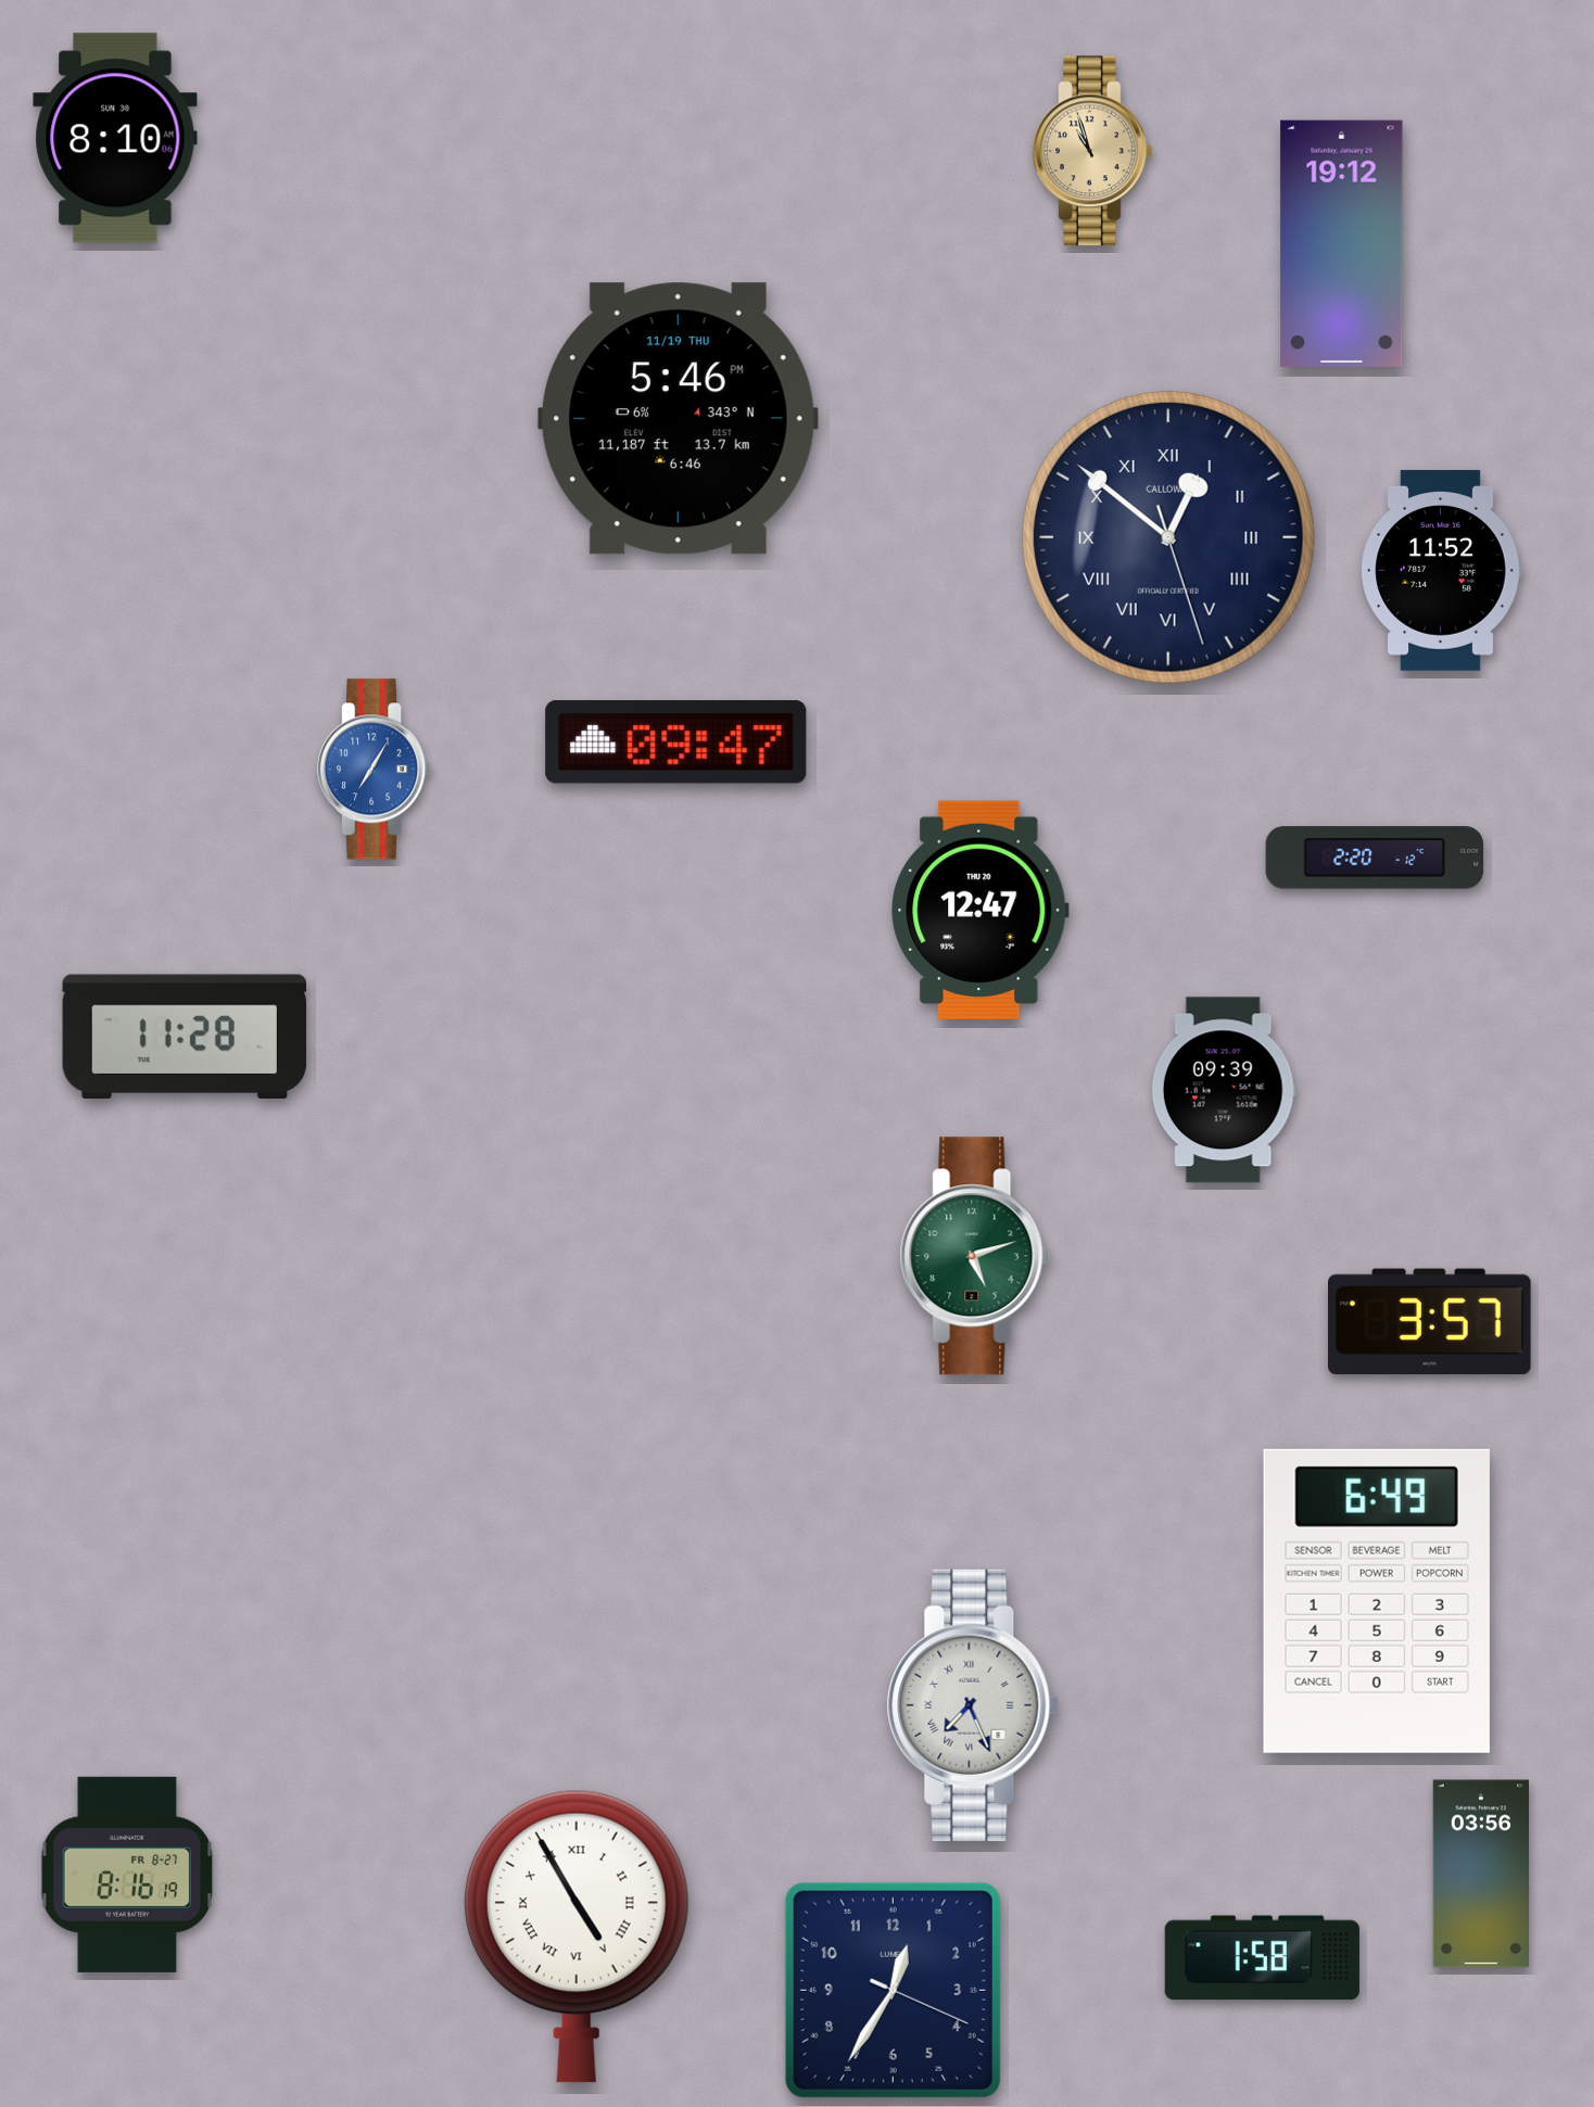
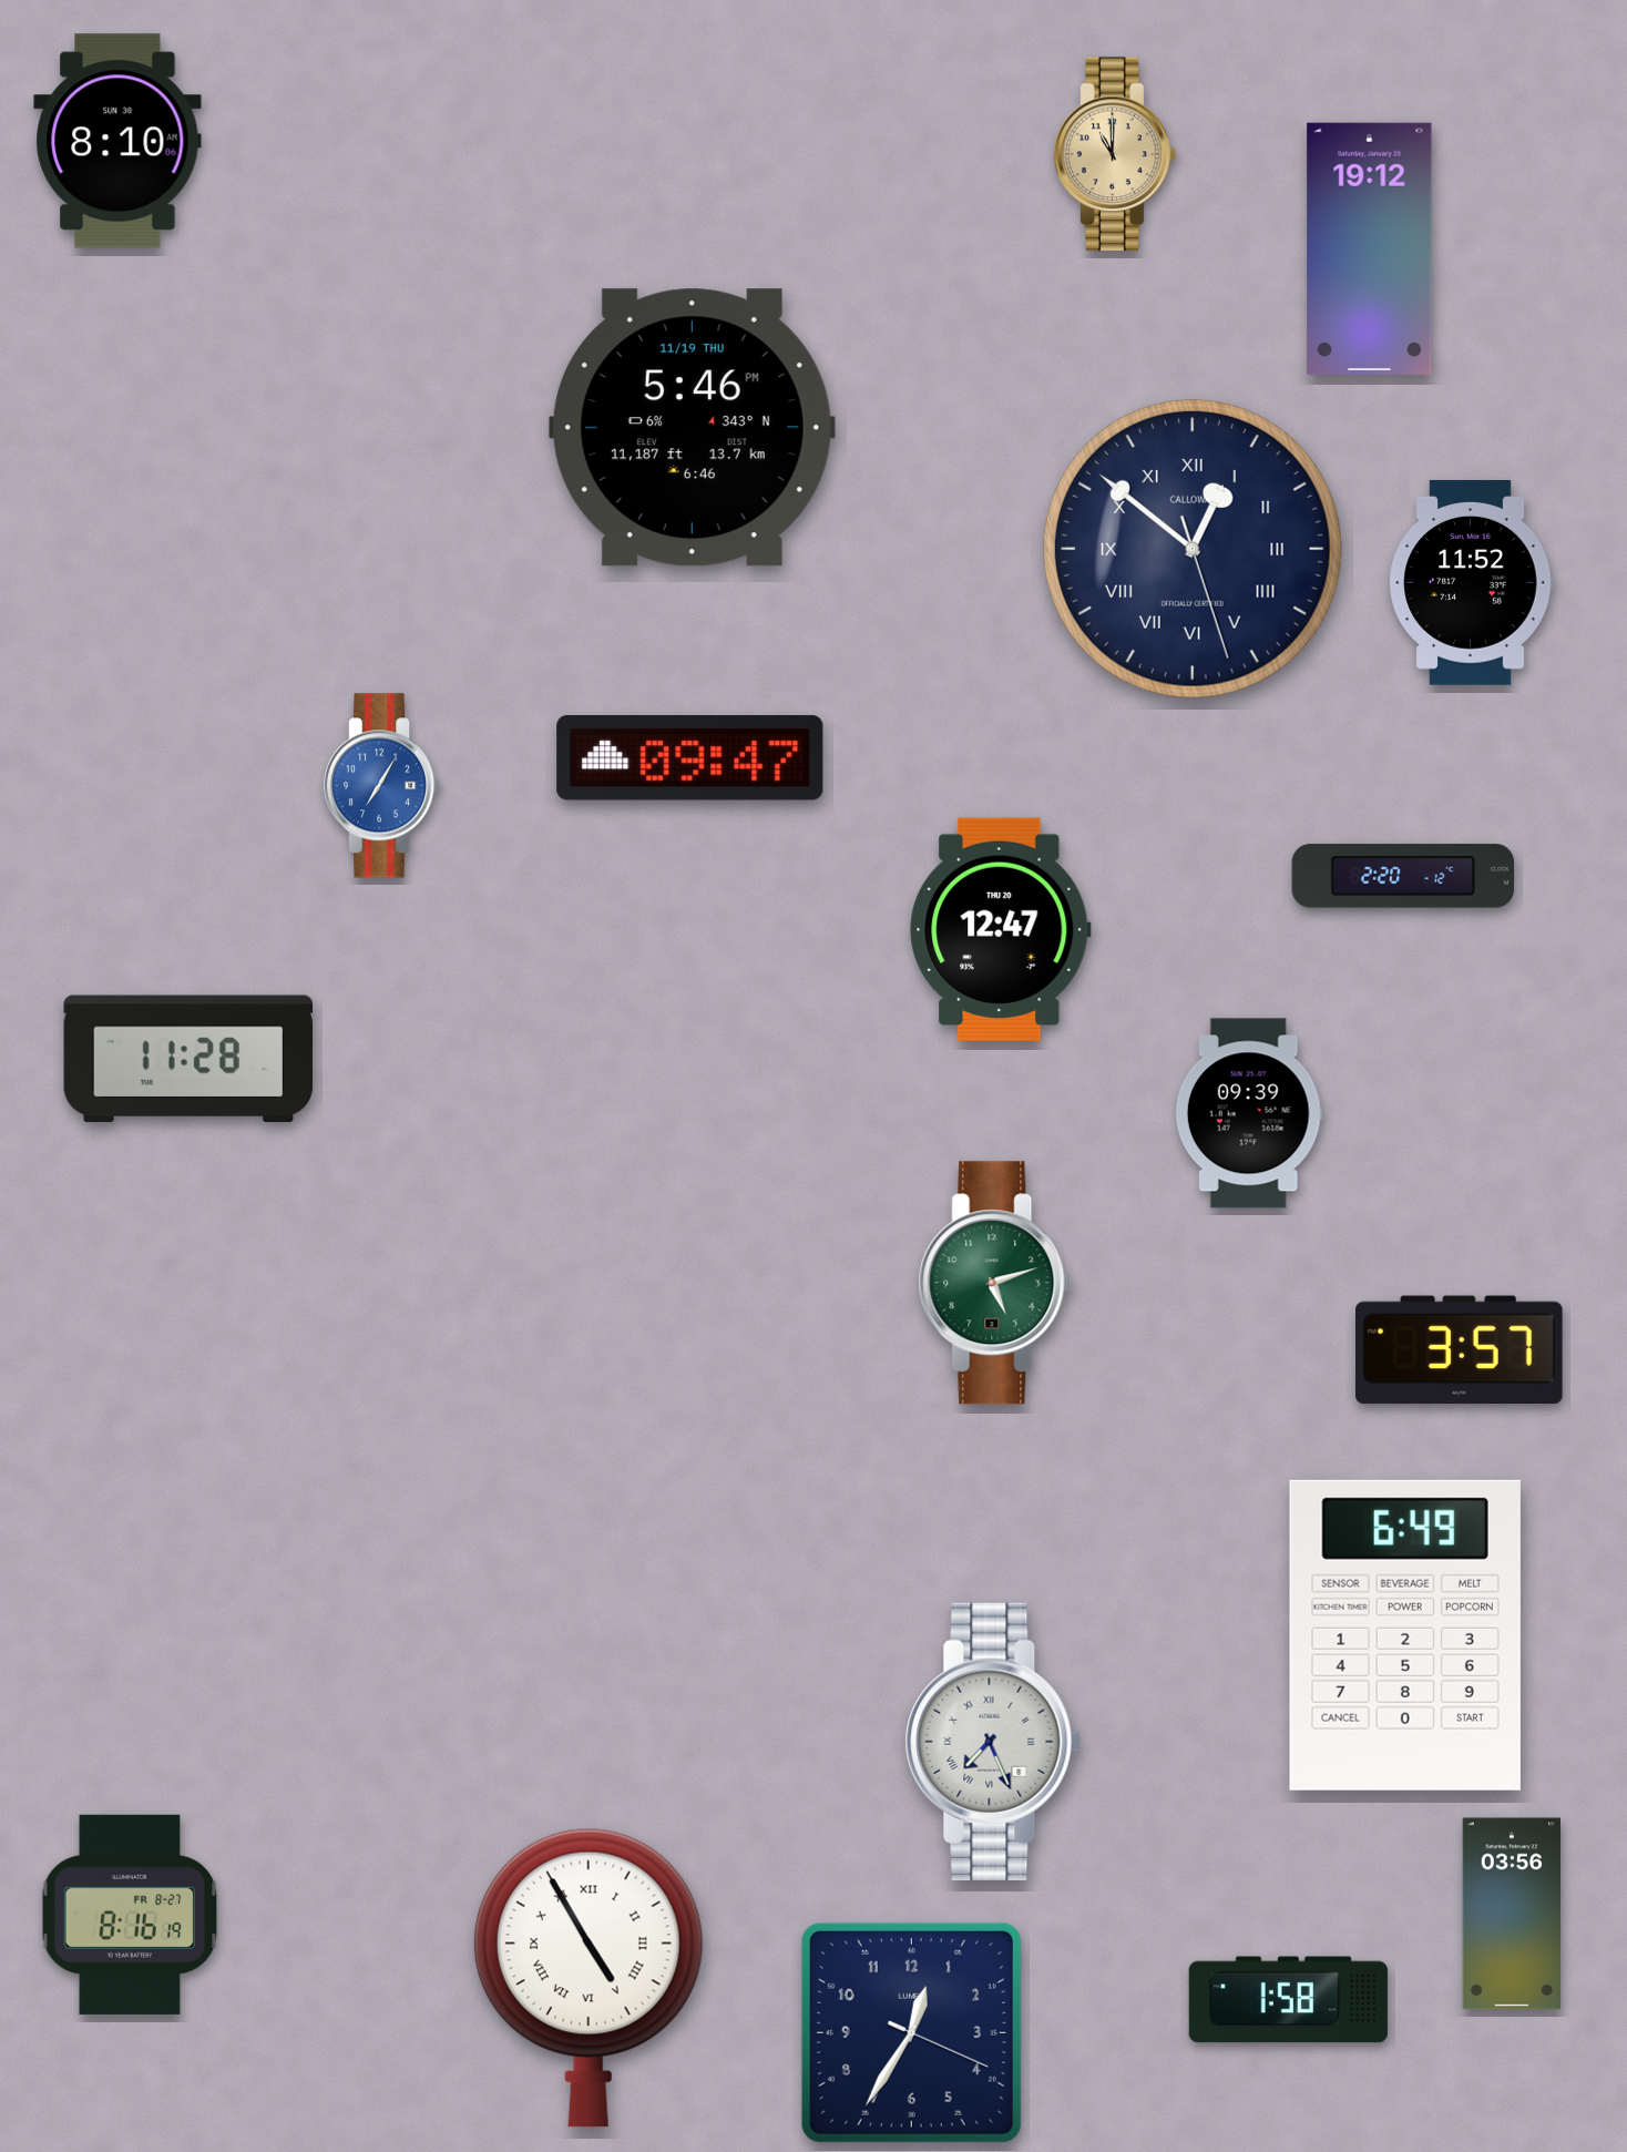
clock at (1092, 151): 10:57 -> 11:00
